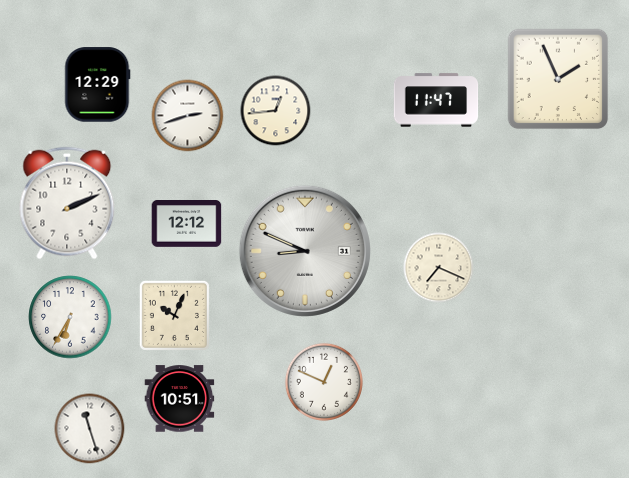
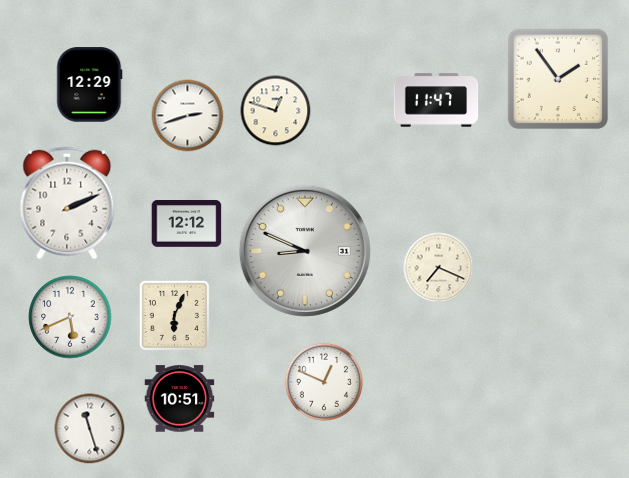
clock at (558, 79): 1:56 -> 1:54
clock at (98, 85) position: (98, 85) -> (90, 85)
clock at (276, 111): 12:44 -> 12:48
clock at (174, 315): 10:04 -> 6:04
clock at (70, 317): 6:35 -> 5:41
